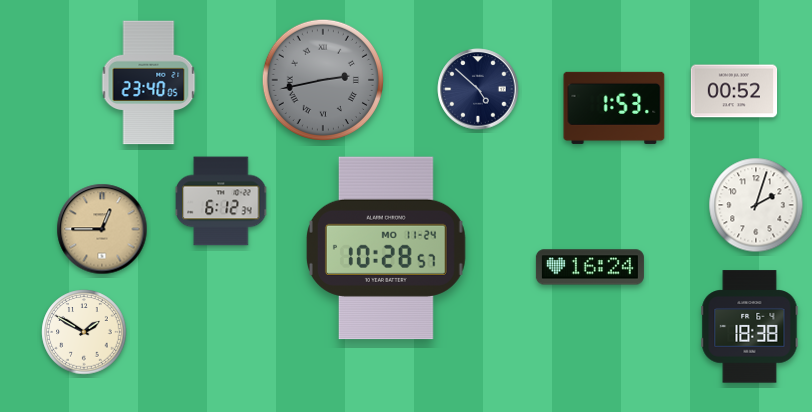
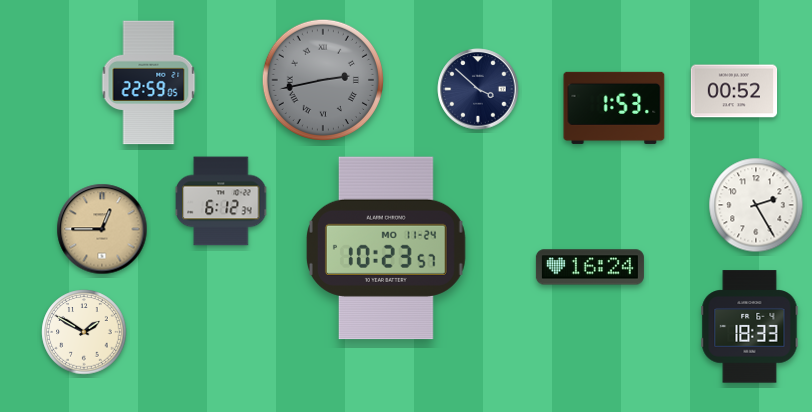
clock at (149, 83): 23:40 -> 22:59
clock at (478, 89): 4:52 -> 3:52
clock at (756, 205): 2:03 -> 2:25
clock at (386, 248): 10:28 -> 10:23
clock at (750, 327): 18:38 -> 18:33
